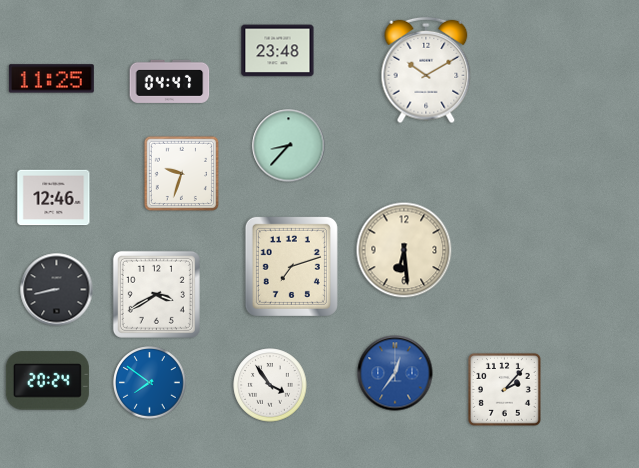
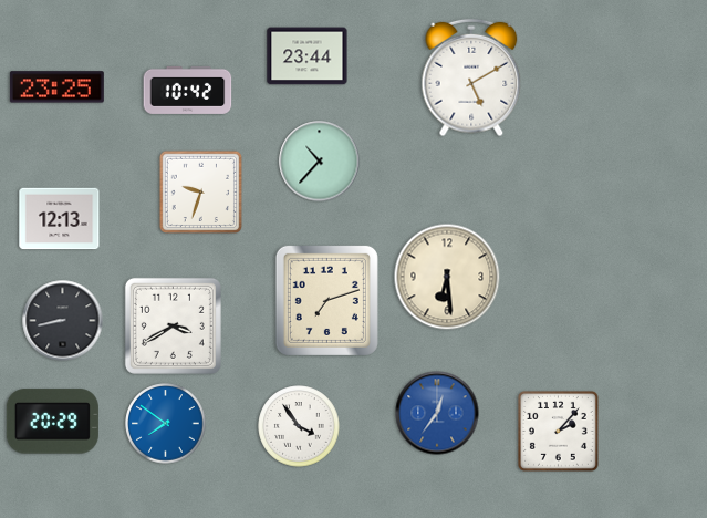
clock at (278, 51): 23:48 -> 23:44
clock at (426, 70): 10:10 -> 5:10
clock at (51, 79): 11:25 -> 23:25
clock at (170, 81): 04:47 -> 10:42
clock at (289, 146): 8:37 -> 10:37
clock at (54, 198): 12:46 -> 12:13
clock at (291, 266) position: (291, 266) -> (326, 300)
clock at (47, 381): 20:24 -> 20:29
